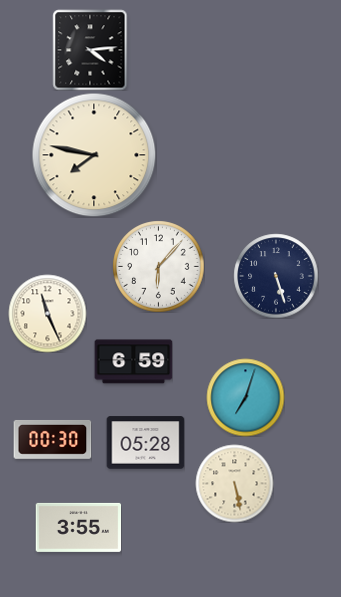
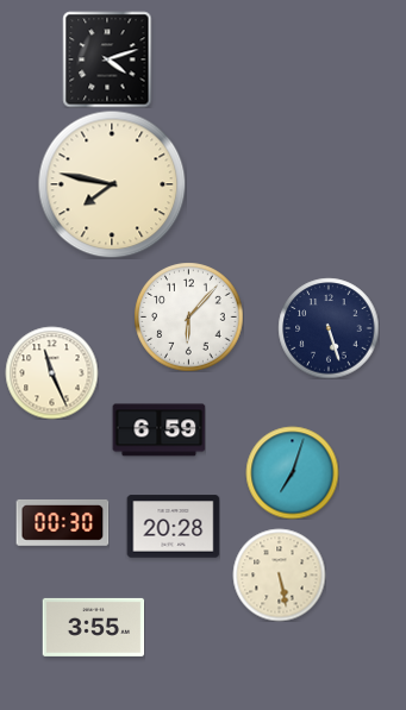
clock at (90, 50): 4:14 -> 4:12
clock at (47, 313) position: (47, 313) -> (51, 372)
clock at (145, 443): 05:28 -> 20:28
